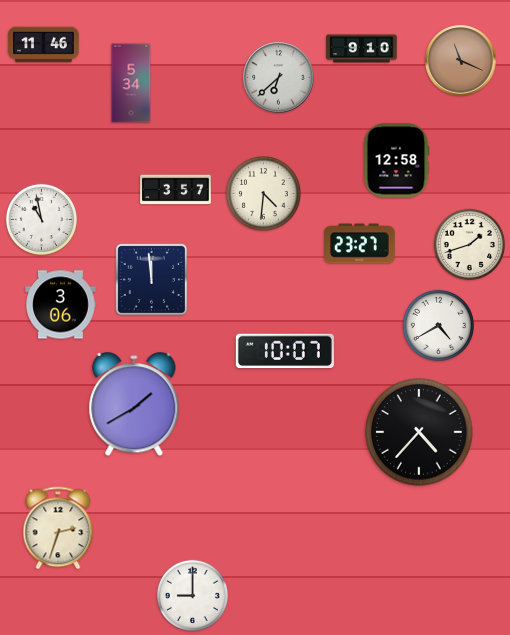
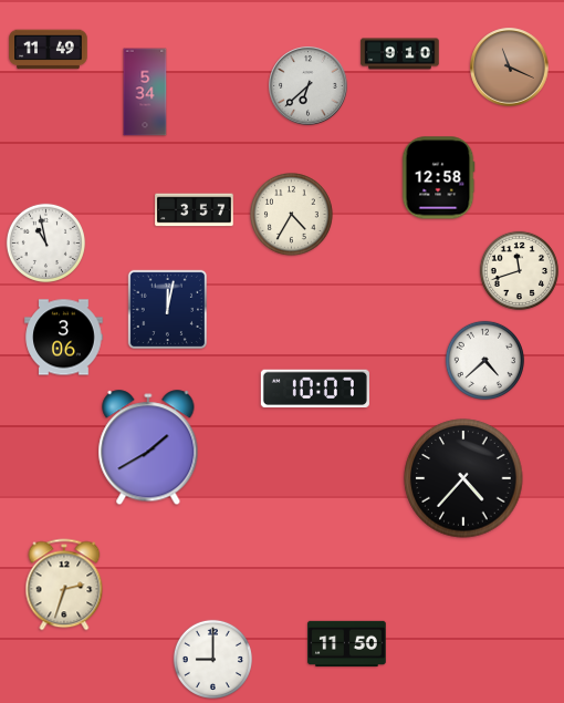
clock at (44, 45): 11:46 -> 11:49
clock at (264, 194): 4:31 -> 4:35
clock at (360, 244): 23:27 -> none
clock at (469, 244): 1:42 -> 11:42
clock at (151, 279): 11:59 -> 12:02
clock at (61, 305) position: (61, 305) -> (64, 338)
clock at (438, 325): 4:40 -> 4:38
clock at (347, 643): none -> 11:50
